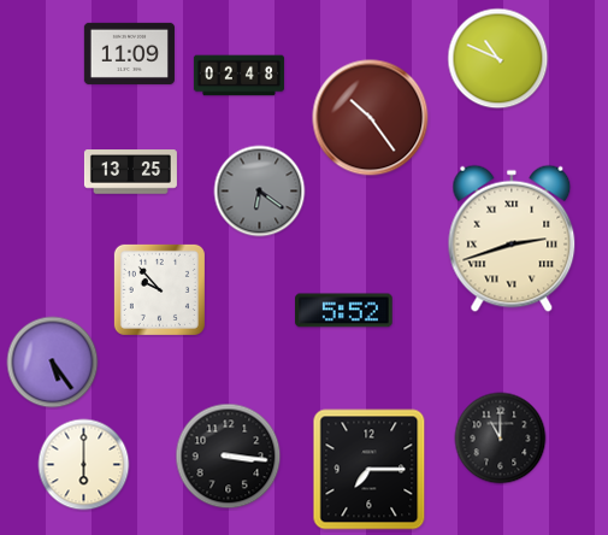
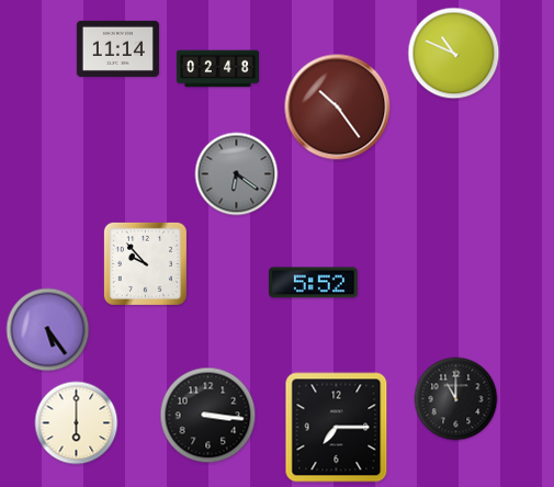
clock at (129, 53): 11:09 -> 11:14
clock at (130, 172): 13:25 -> none
clock at (512, 239): 2:42 -> none
